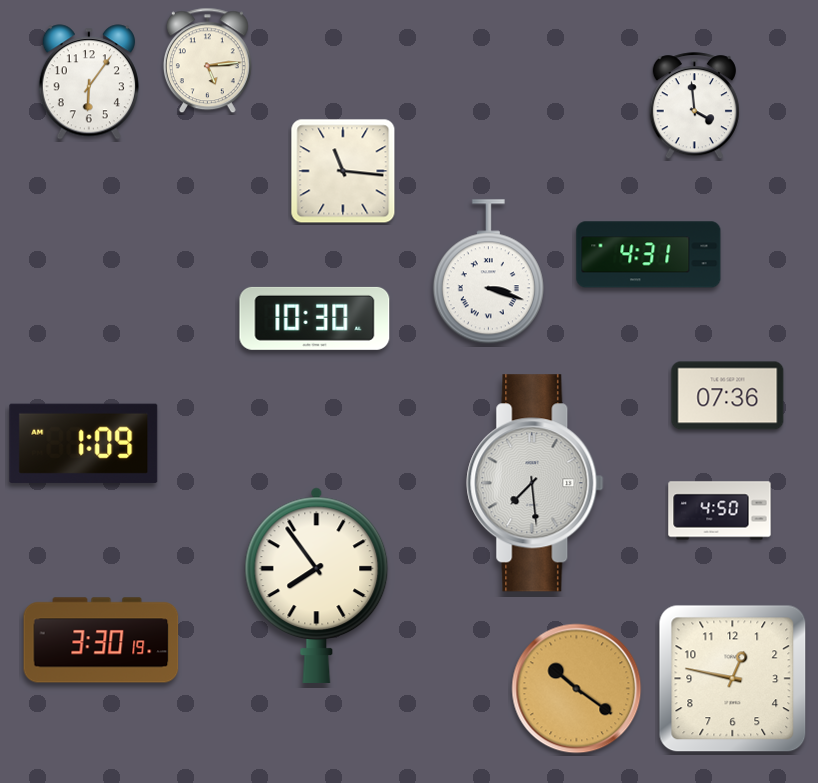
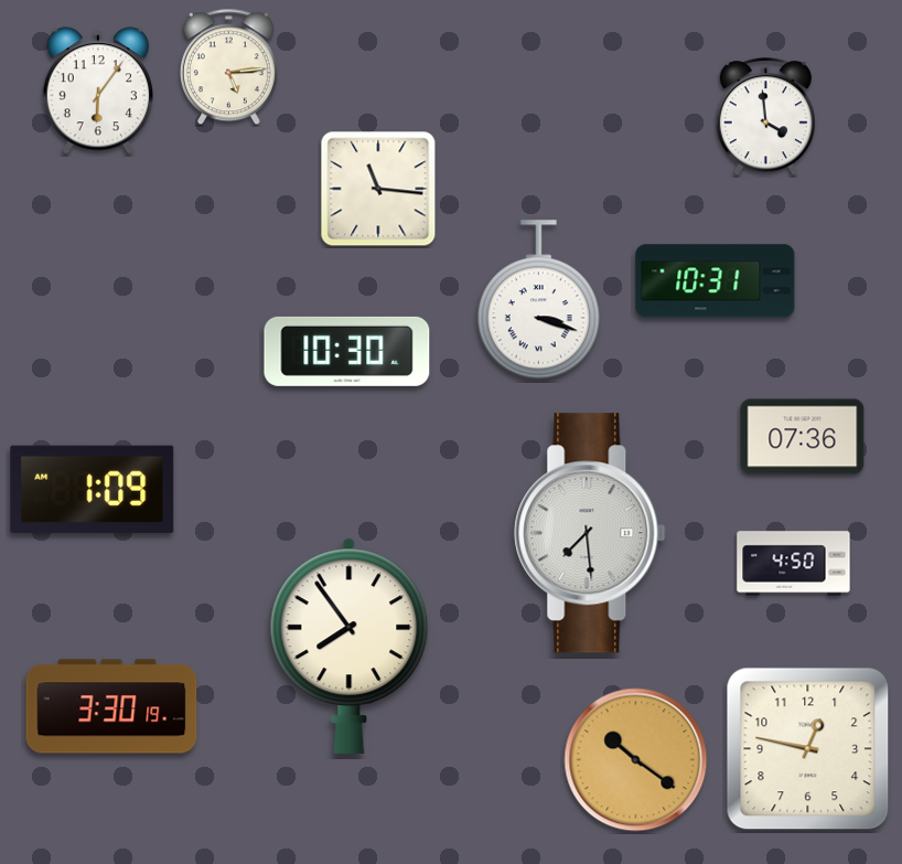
clock at (649, 255): 4:31 -> 10:31
